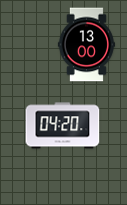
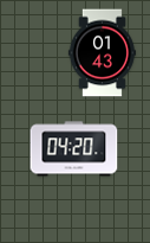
clock at (86, 45): 13:00 -> 01:43
